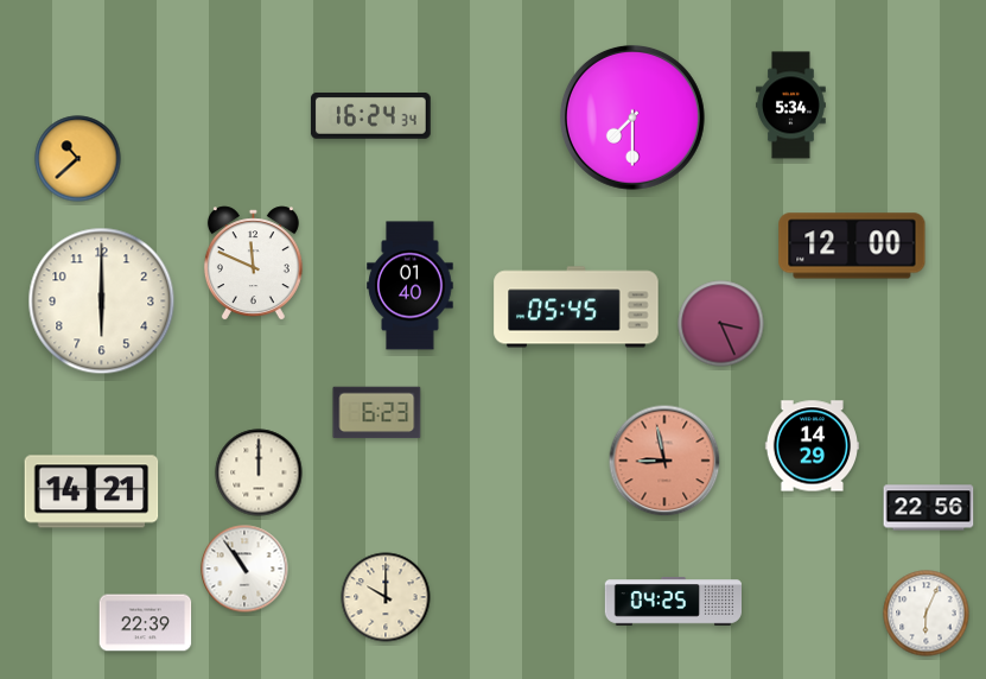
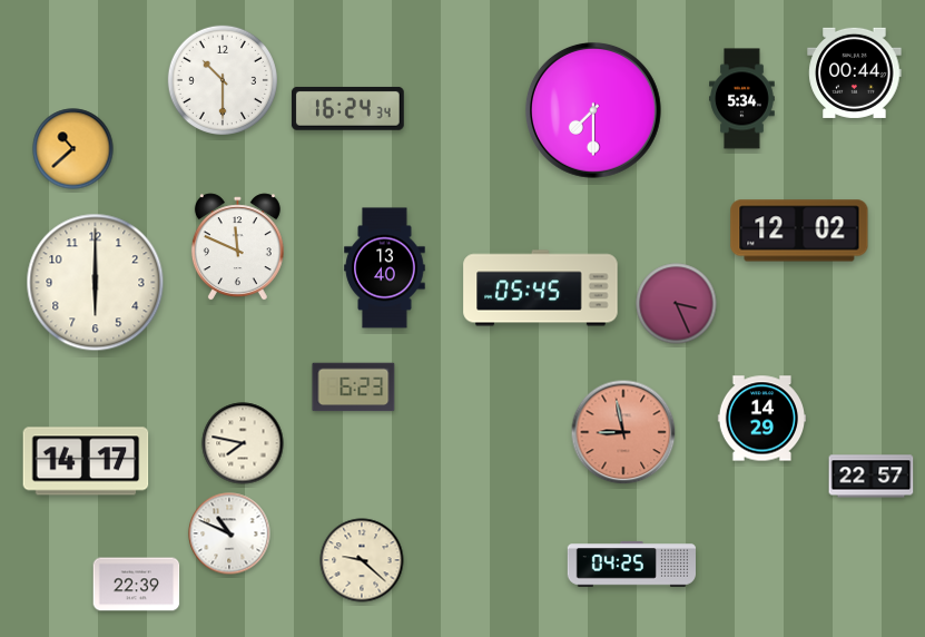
clock at (855, 72): none -> 00:44
clock at (222, 79): none -> 10:30
clock at (852, 246): 12:00 -> 12:02
clock at (411, 286): 01:40 -> 13:40
clock at (259, 472): 12:00 -> 7:47
clock at (91, 491): 14:21 -> 14:17
clock at (929, 508): 22:56 -> 22:57
clock at (244, 569): 10:54 -> 10:49
clock at (386, 597): 10:00 -> 9:22
clock at (927, 614): 6:04 -> none
